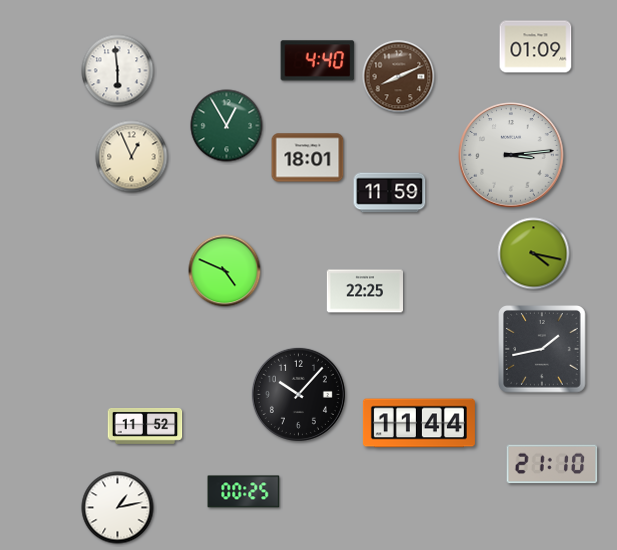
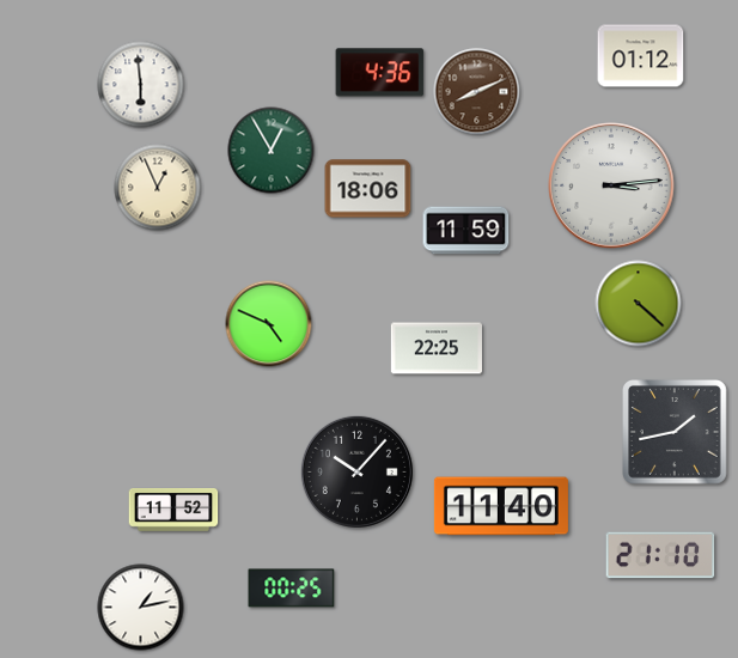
clock at (536, 47): 01:09 -> 01:12
clock at (318, 61): 4:40 -> 4:36
clock at (308, 158): 18:01 -> 18:06
clock at (534, 254): 4:17 -> 4:22
clock at (543, 350) position: (543, 350) -> (676, 433)
clock at (419, 423): 11:44 -> 11:40
